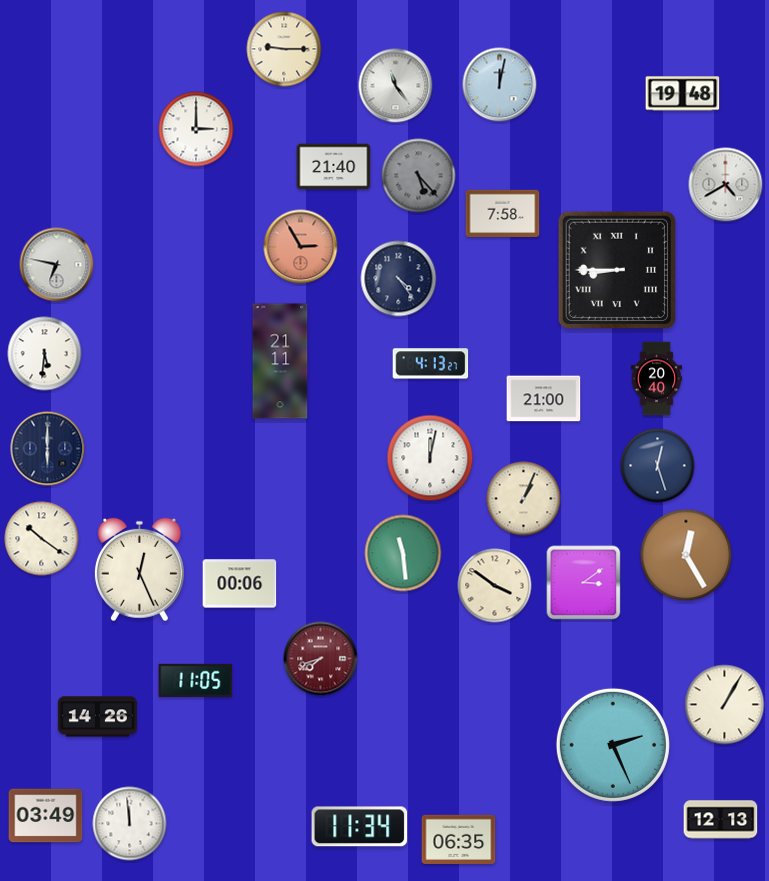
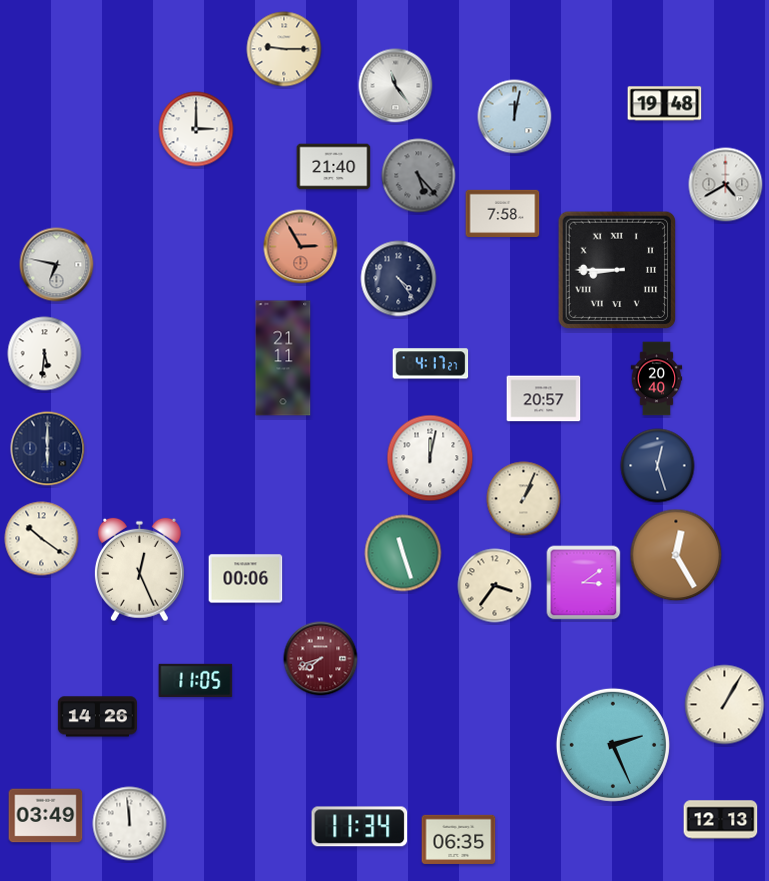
clock at (500, 85) position: (500, 85) -> (515, 117)
clock at (683, 94) position: (683, 94) -> (665, 104)
clock at (280, 361) position: (280, 361) -> (283, 358)
clock at (431, 364): 4:13 -> 4:17
clock at (544, 399): 21:00 -> 20:57
clock at (403, 553): 11:29 -> 11:27
clock at (686, 555) position: (686, 555) -> (676, 555)
clock at (240, 584) position: (240, 584) -> (246, 579)
clock at (495, 586): 3:51 -> 3:36
